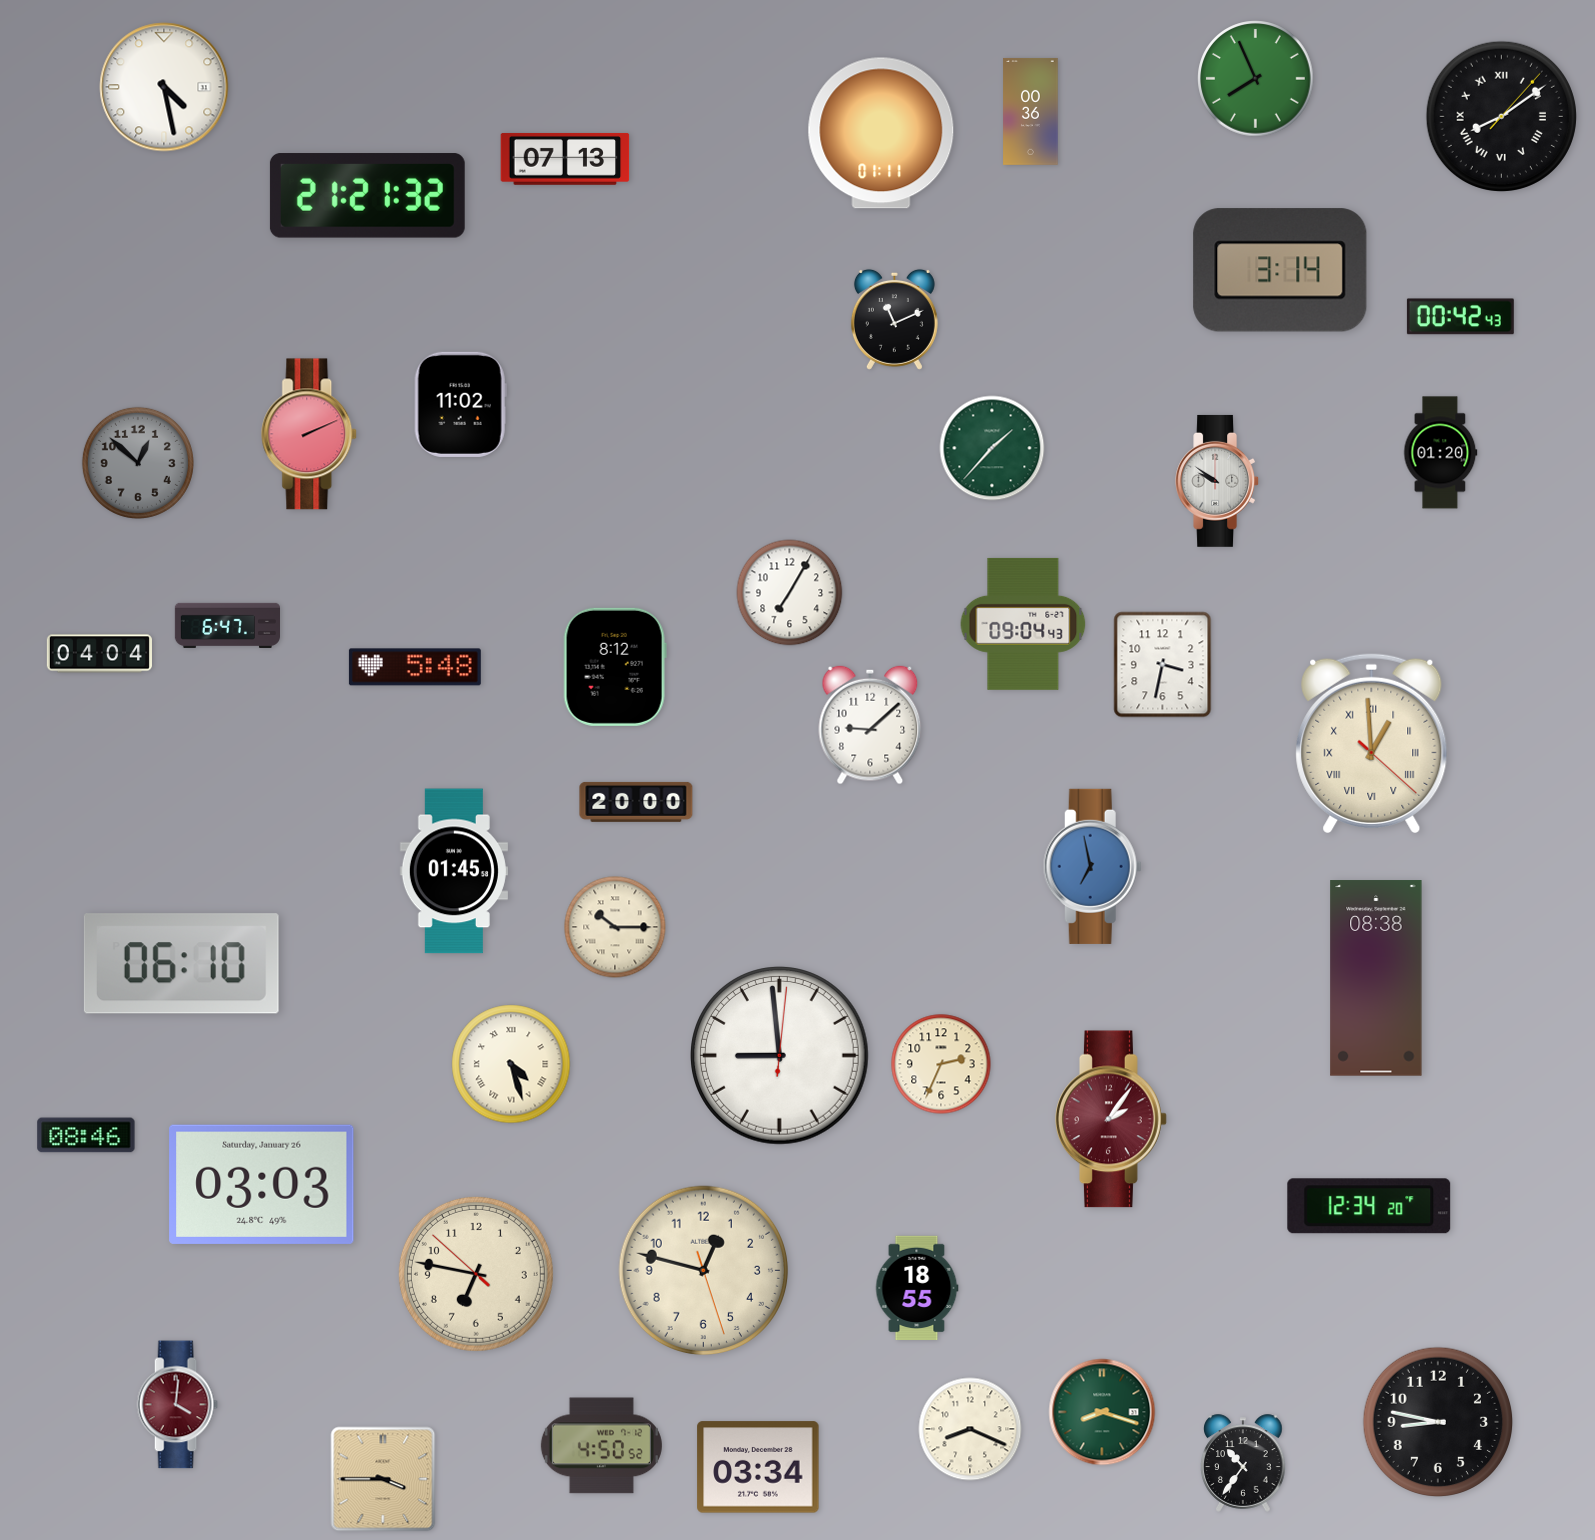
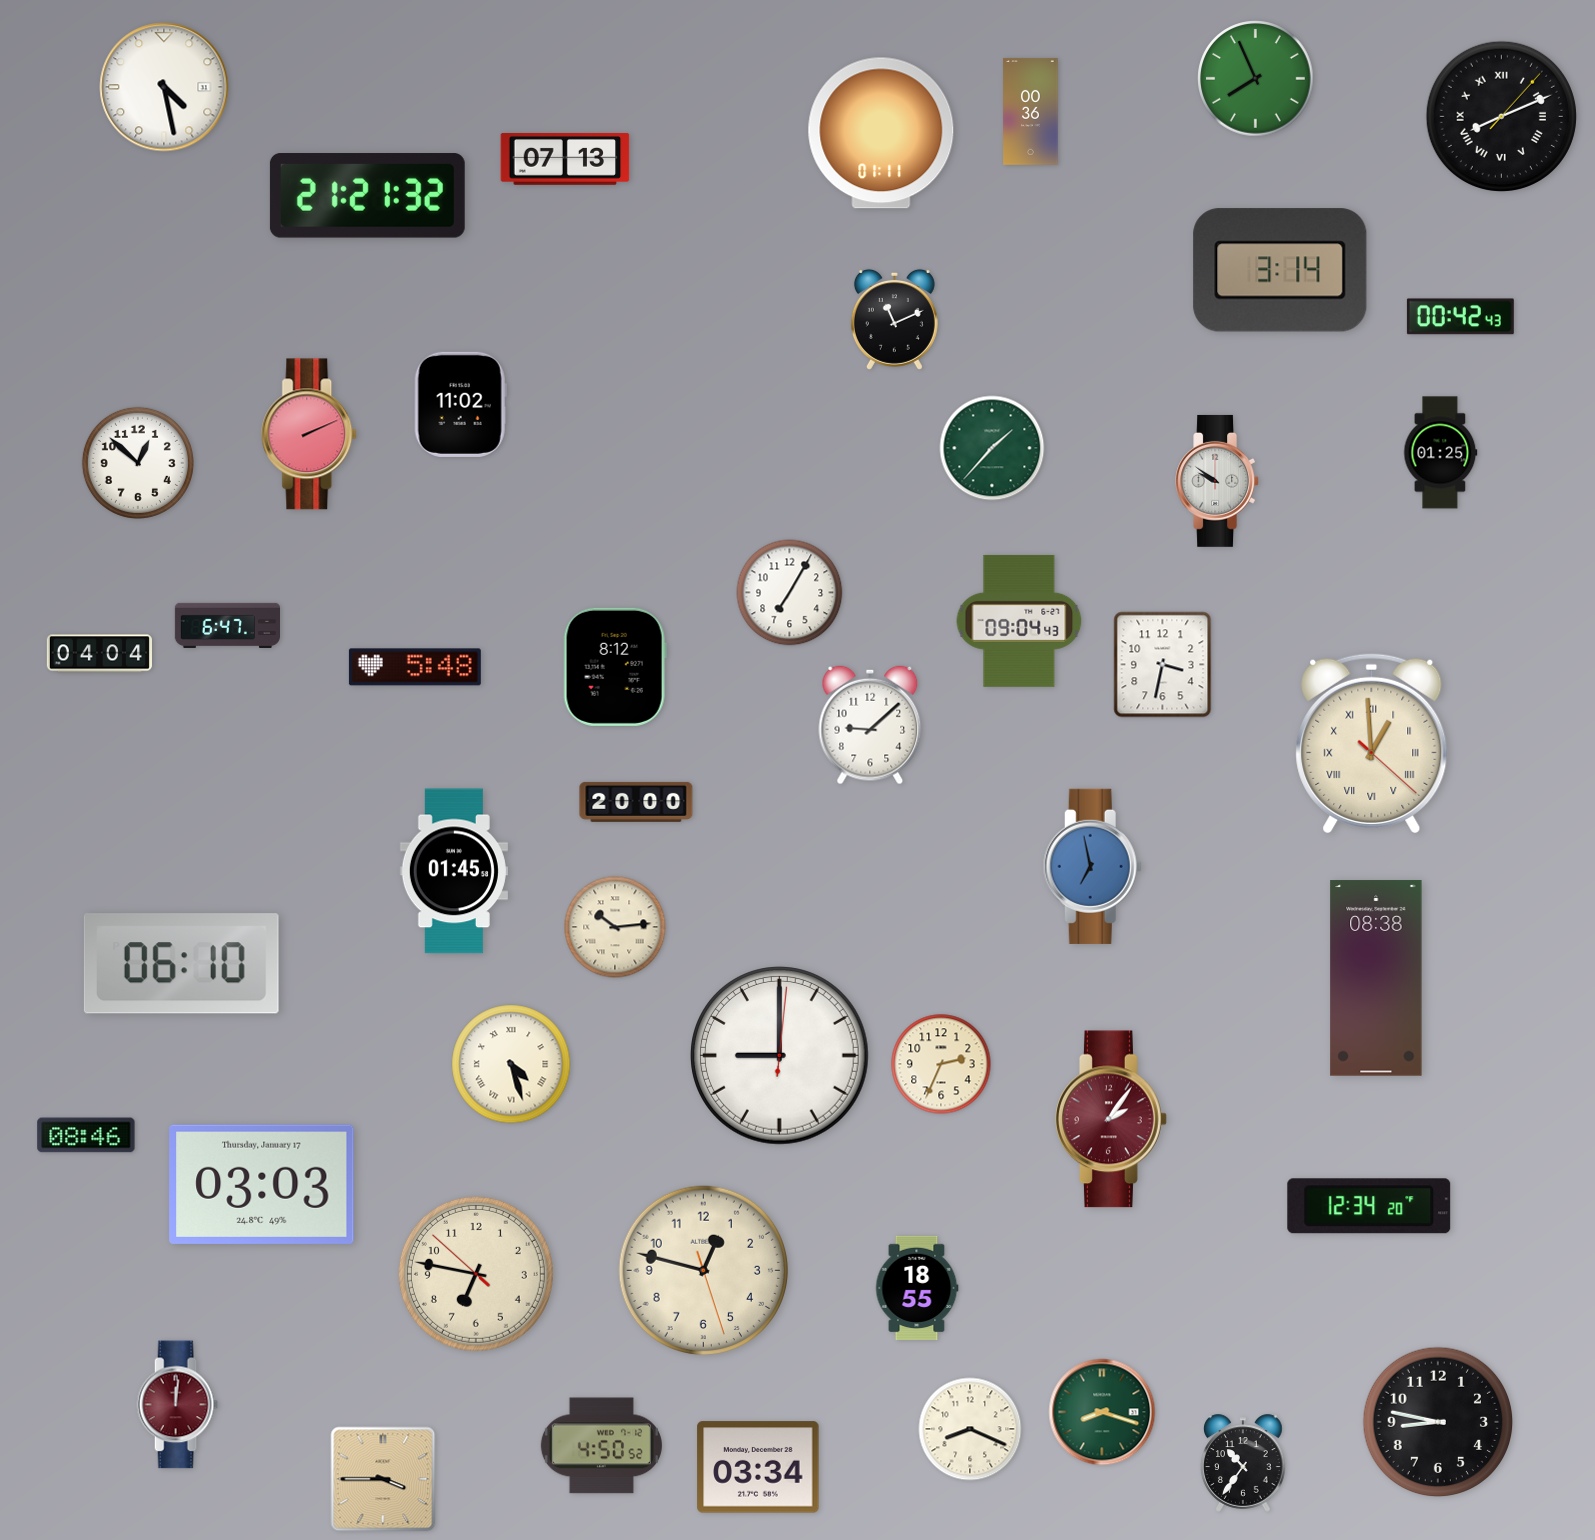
clock at (1501, 116): 8:09 -> 8:11
clock at (1441, 453): 01:20 -> 01:25
clock at (138, 463) dial: grey -> white
clock at (1023, 624) position: (1023, 624) -> (1019, 621)
clock at (615, 927): 10:15 -> 10:14
clock at (780, 1056): 8:59 -> 9:00
clock at (262, 1184) date: Saturday, January 26 -> Thursday, January 17
clock at (177, 1405): 4:01 -> 12:01
